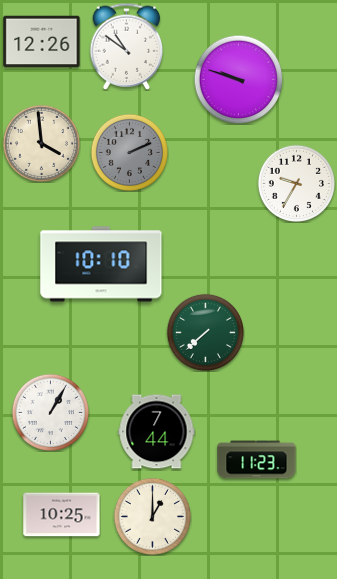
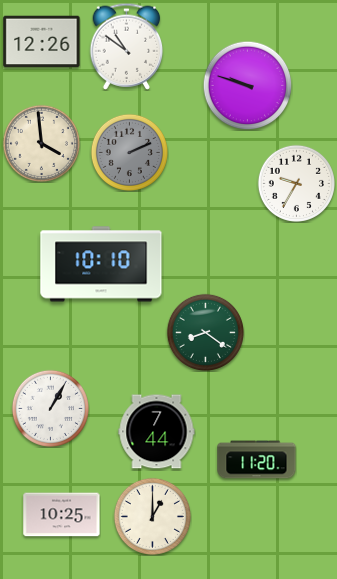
clock at (238, 79) position: (238, 79) -> (247, 85)
clock at (205, 332): 7:38 -> 8:21
clock at (50, 412) position: (50, 412) -> (50, 408)
clock at (257, 460): 11:23 -> 11:20
